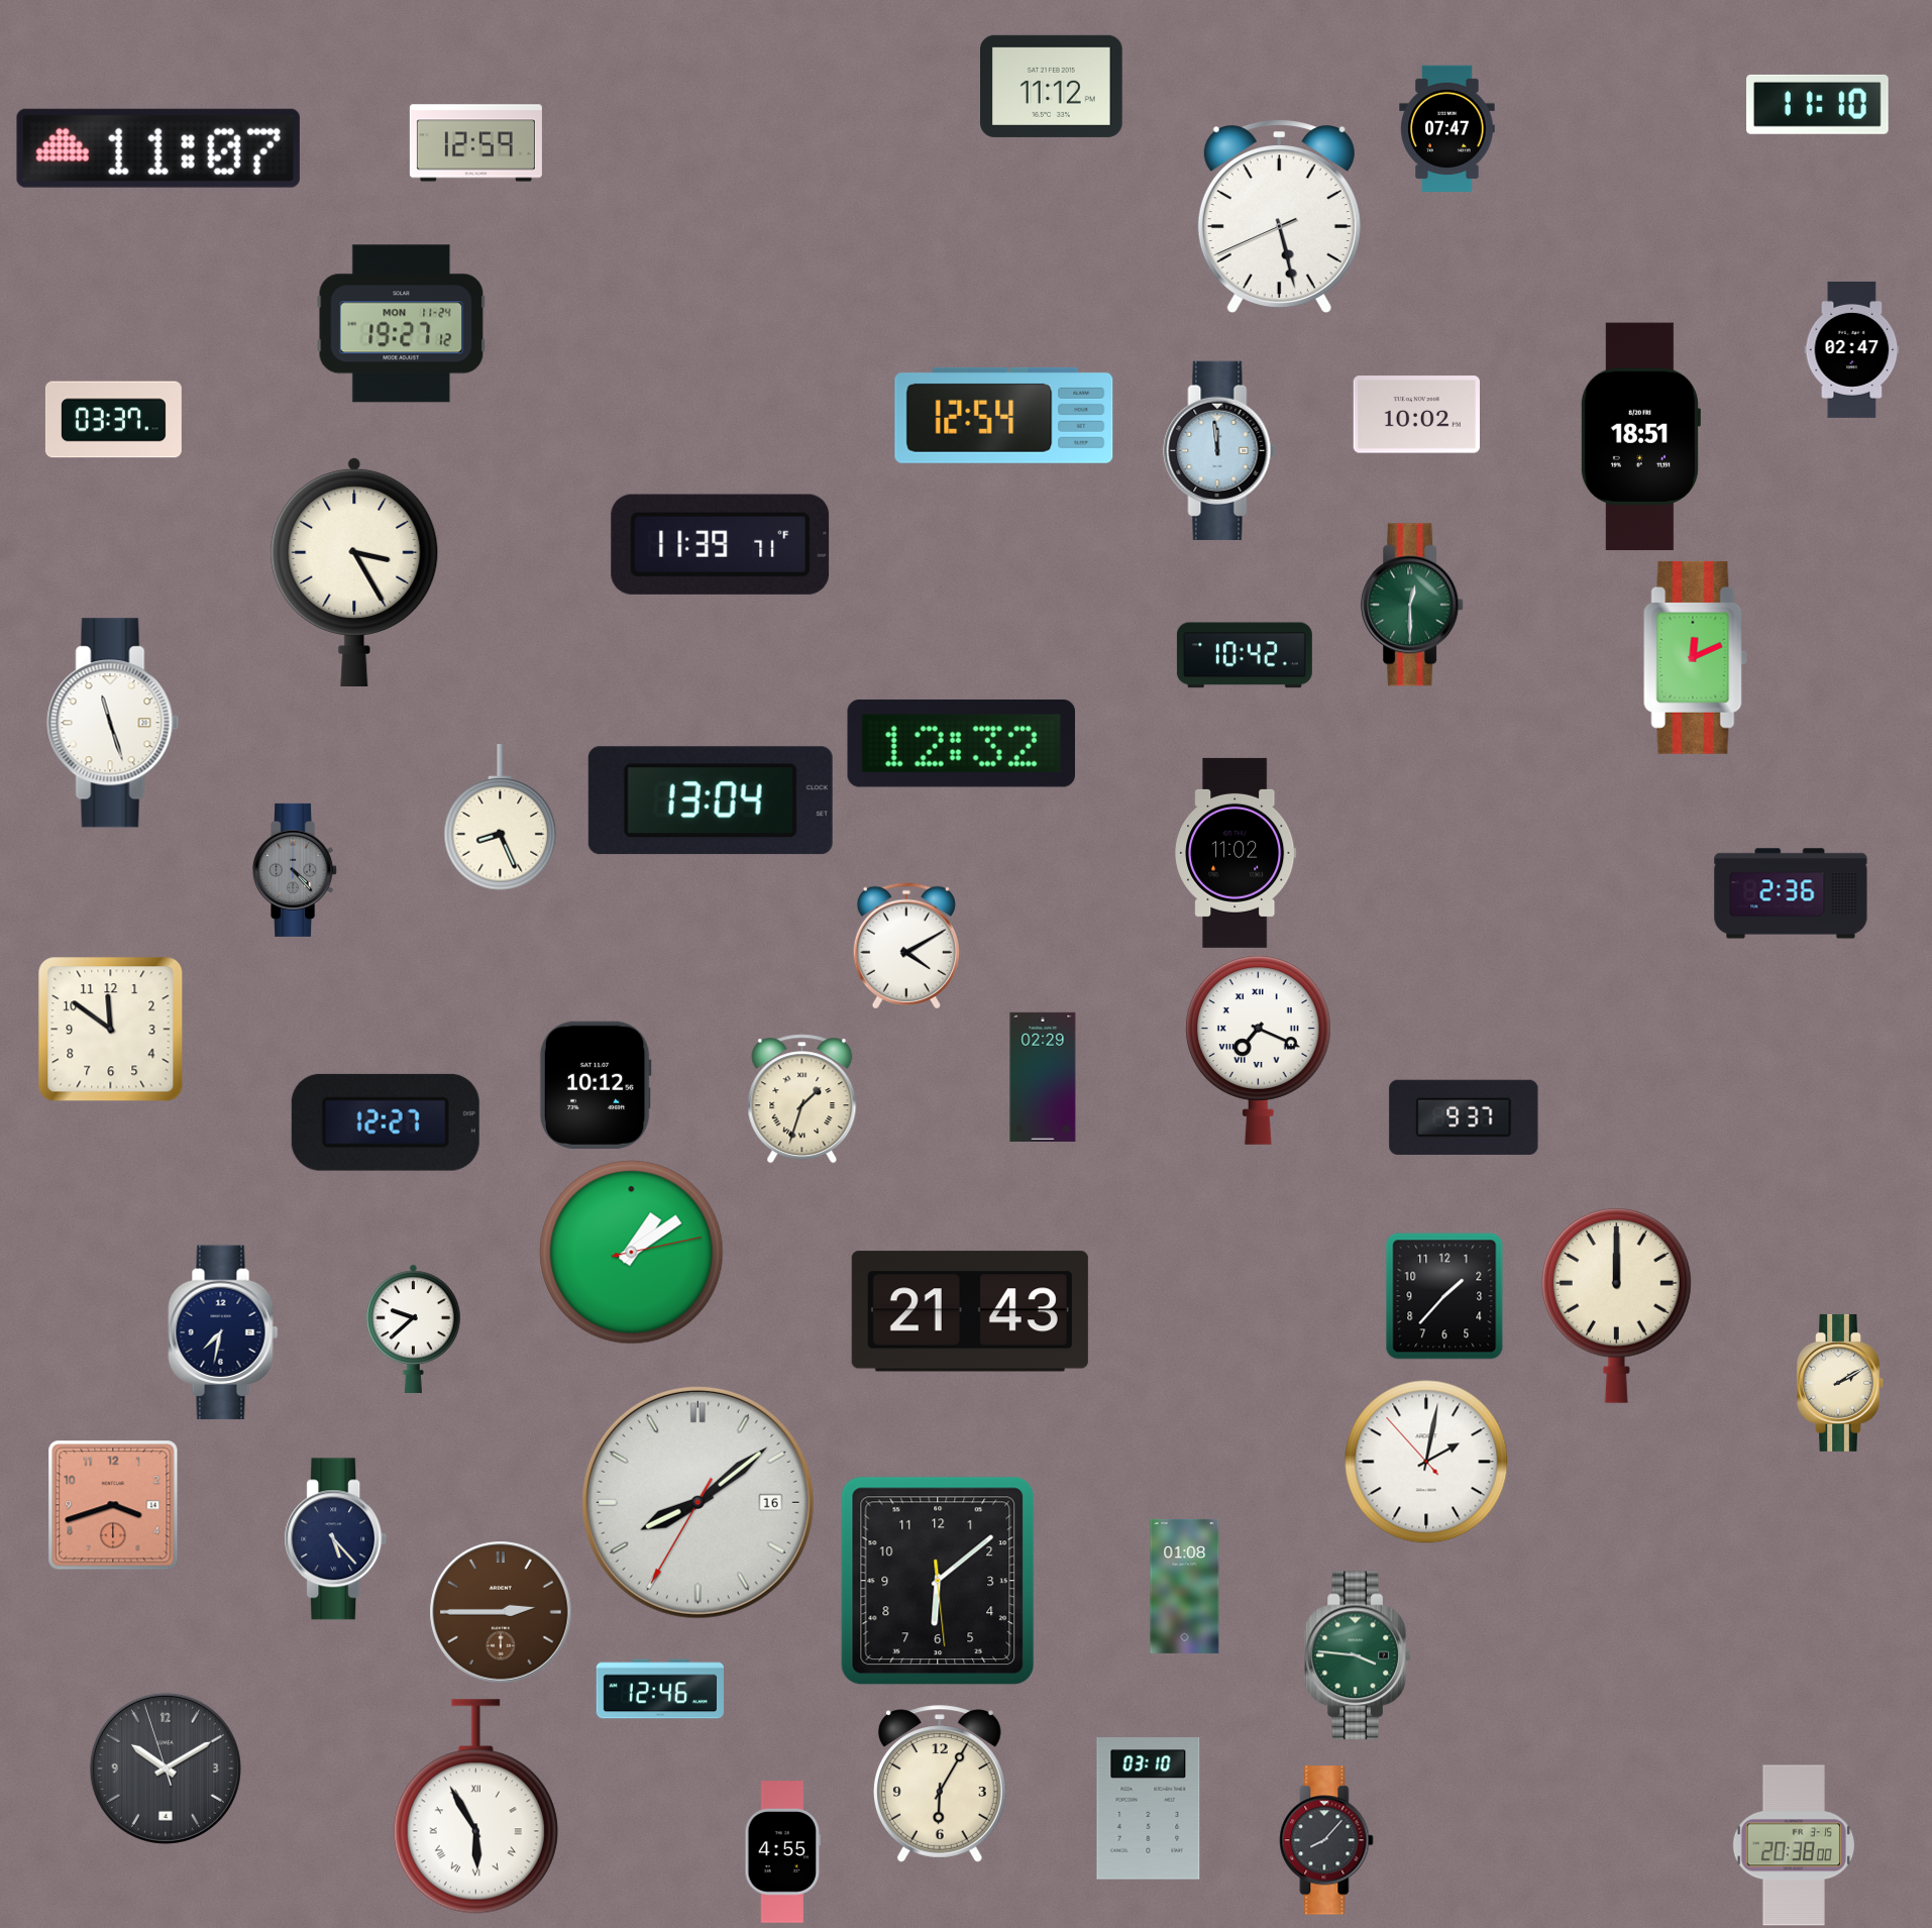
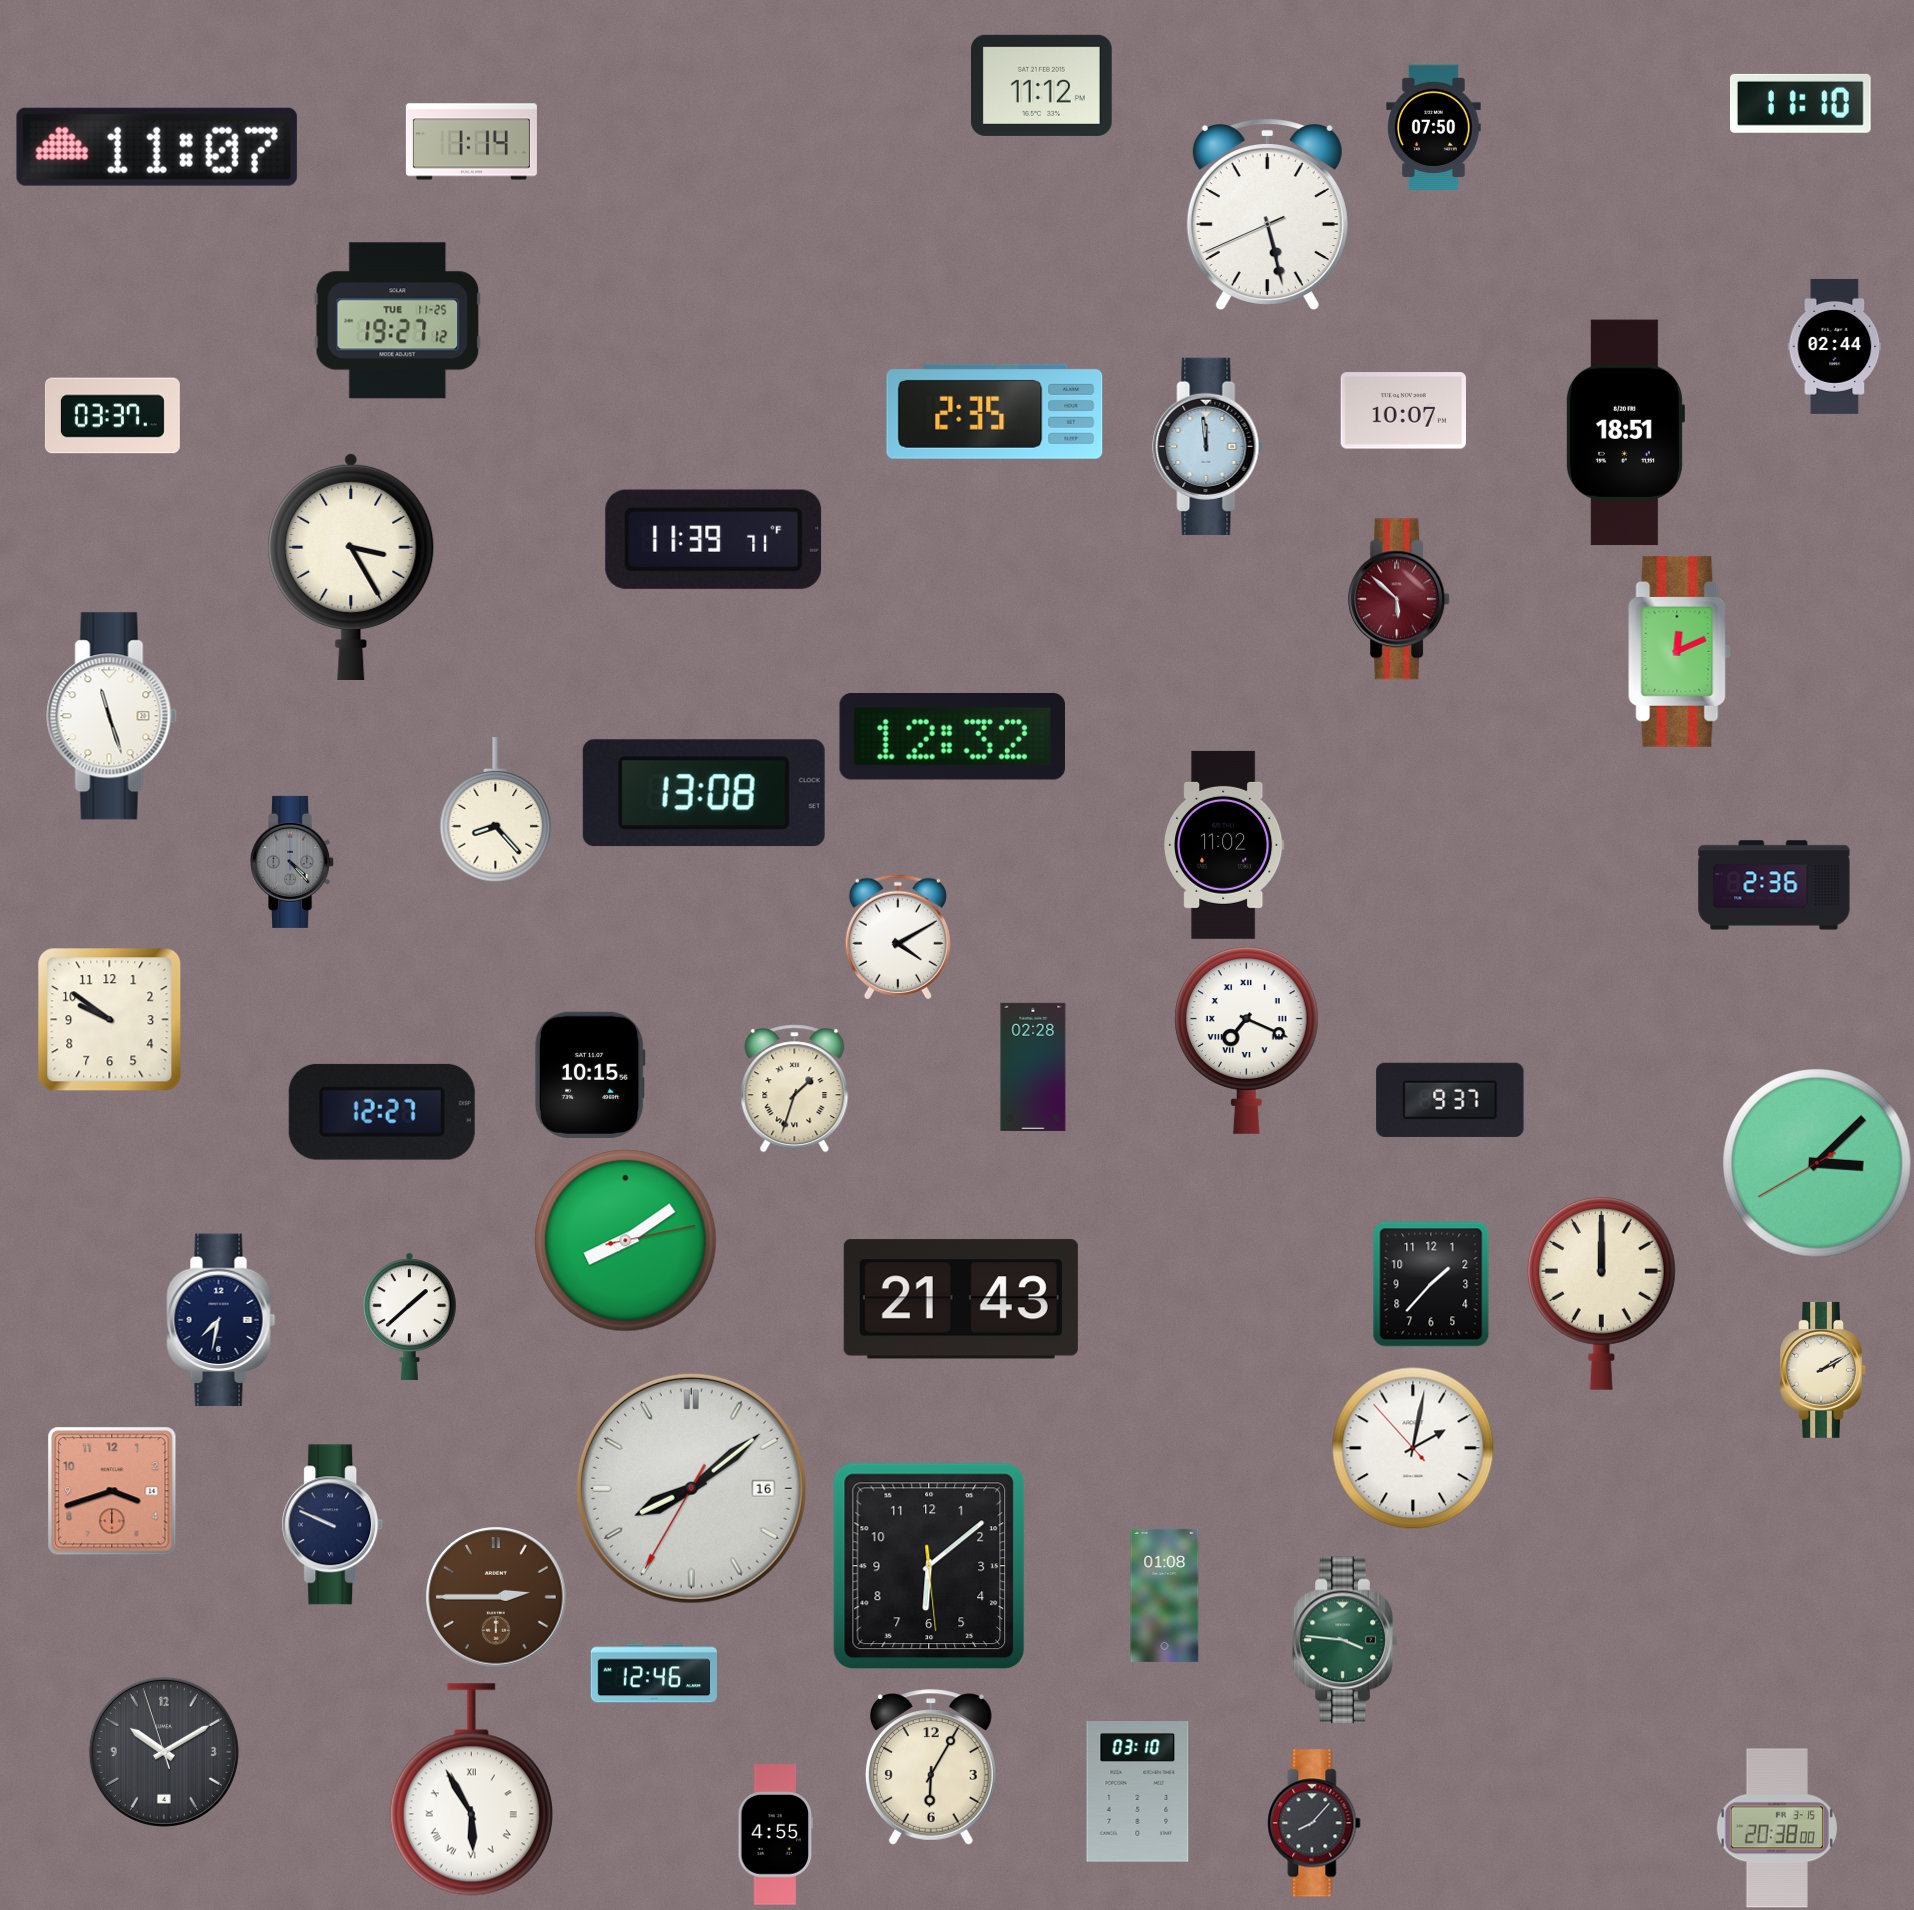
clock at (1447, 129): 07:47 -> 07:50
clock at (475, 143): 12:59 -> 1:14
clock at (402, 324) date: MON 11-24 -> TUE 11-25
clock at (1852, 349): 02:47 -> 02:44
clock at (1004, 415): 12:54 -> 2:35
clock at (1416, 415): 10:02 -> 10:07
clock at (1413, 605): 12:30 -> 5:52
clock at (1413, 605) dial: green -> burgundy
clock at (1245, 655): 10:42 -> none
clock at (711, 800): 13:04 -> 13:08
clock at (501, 818): 8:26 -> 8:23
clock at (111, 1030): 11:51 -> 9:51
clock at (1043, 1077): 02:29 -> 02:28
clock at (596, 1085): 10:12 -> 10:15
clock at (1464, 1117) position: (1464, 1117) -> (1450, 1100)
clock at (1818, 1164): none -> 3:07
clock at (632, 1253): 1:09 -> 8:09
clock at (414, 1328): 9:38 -> 1:38
clock at (336, 1539): 5:23 -> 9:49
clock at (1185, 1586) position: (1185, 1586) -> (1165, 1595)
